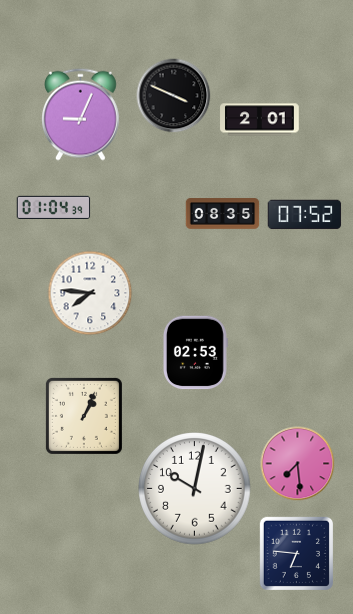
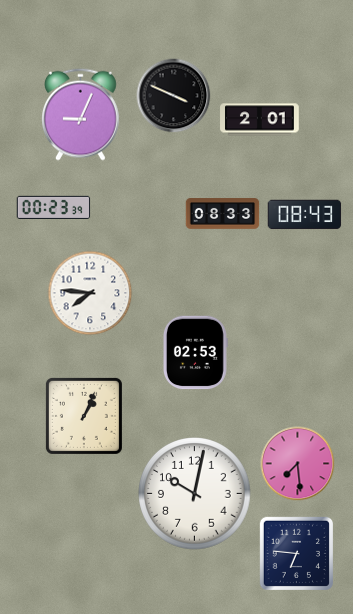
clock at (54, 207): 01:04 -> 00:23
clock at (223, 214): 08:35 -> 08:33
clock at (305, 215): 07:52 -> 08:43
clock at (195, 489) position: (195, 489) -> (195, 494)
